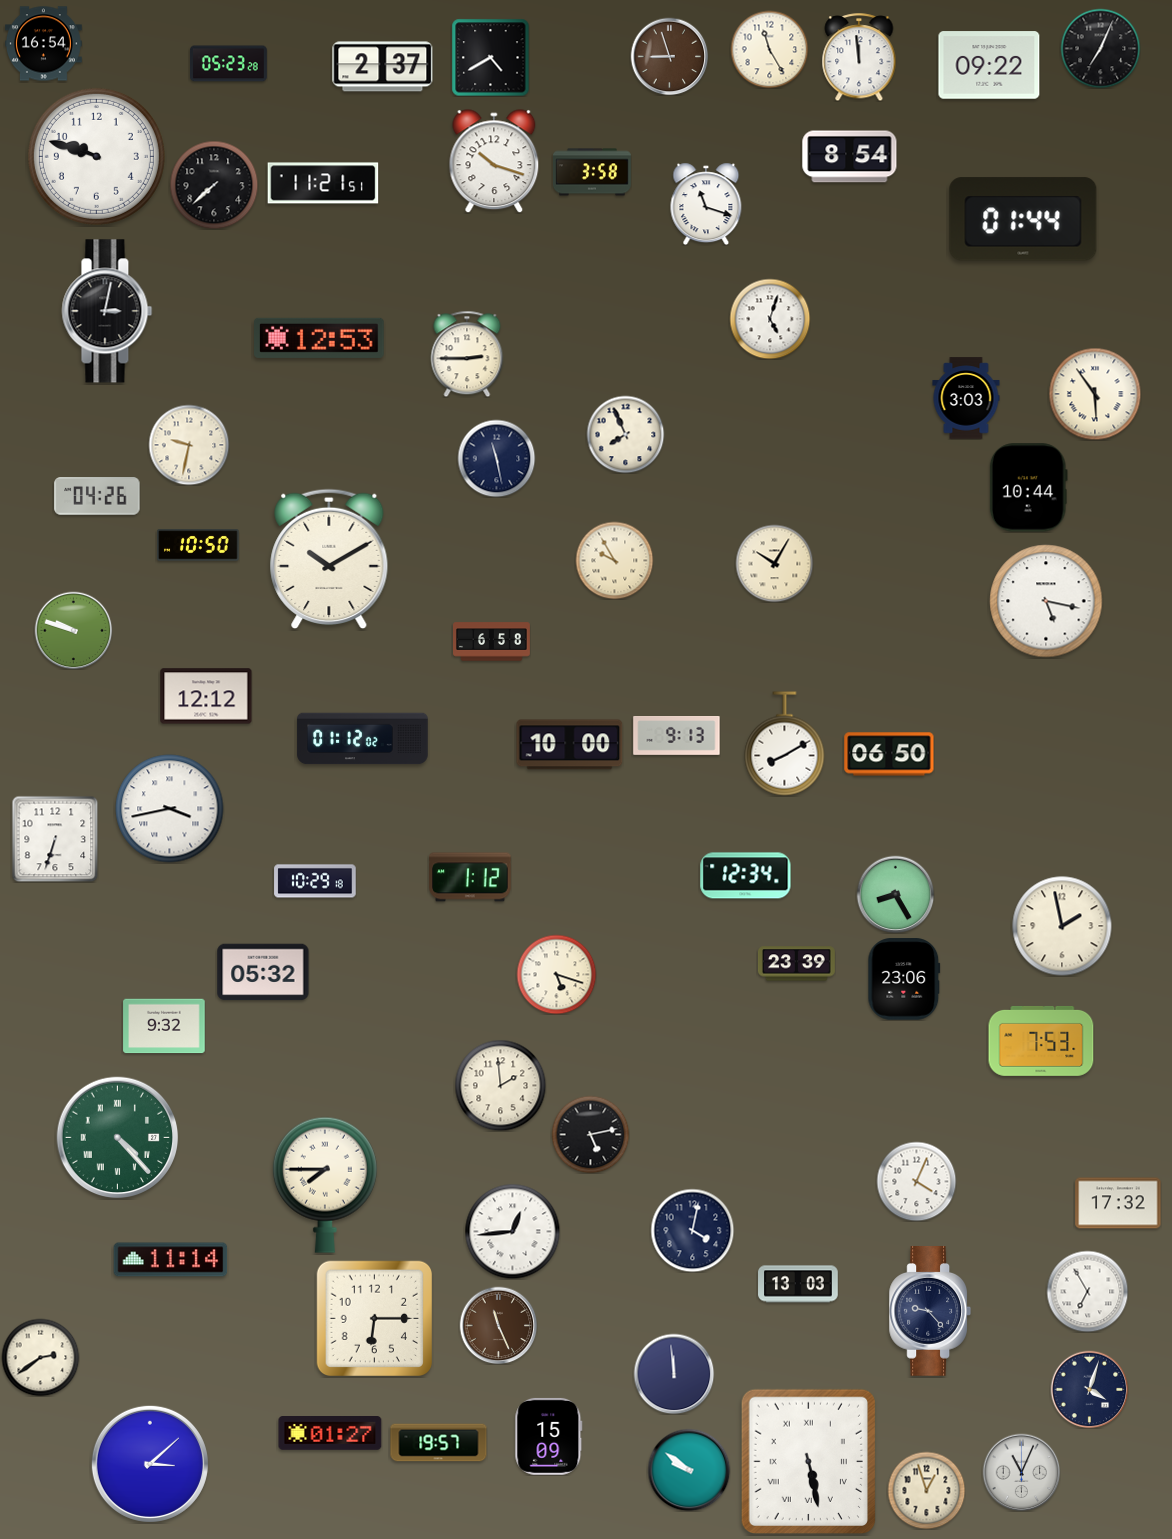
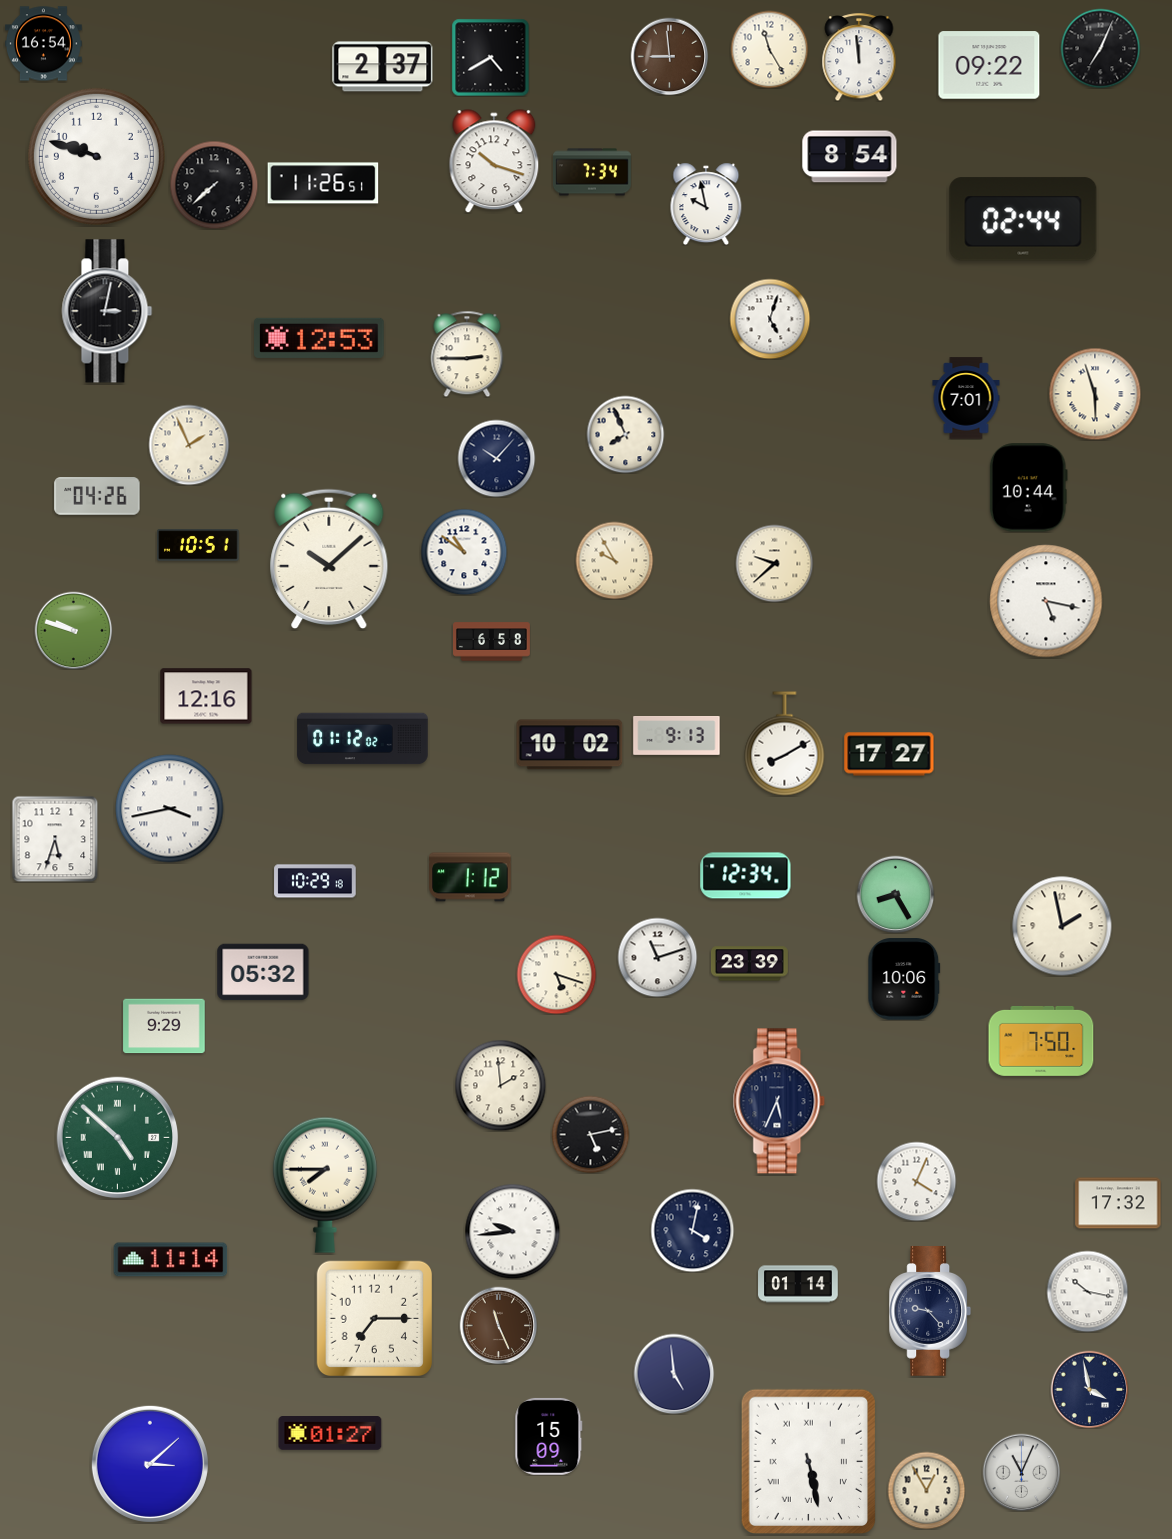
clock at (669, 56): 8:57 -> 8:59
clock at (228, 64): 05:23 -> none
clock at (593, 172): 3:58 -> 7:34
clock at (323, 183): 11:21 -> 11:26
clock at (706, 204): 11:18 -> 9:58
clock at (1023, 219): 01:44 -> 02:44
clock at (1095, 394): 5:54 -> 5:57
clock at (966, 398): 3:03 -> 7:01
clock at (189, 445): 9:32 -> 1:56
clock at (496, 458): 11:28 -> 10:07
clock at (198, 545): 10:50 -> 10:51
clock at (464, 552): none -> 10:51
clock at (329, 559): 10:10 -> 10:08
clock at (774, 563): 10:05 -> 9:38
clock at (206, 696): 12:12 -> 12:16
clock at (570, 745): 10:00 -> 10:02
clock at (889, 754): 06:50 -> 17:27
clock at (55, 839): 6:33 -> 5:33
clock at (657, 957): none -> 11:12
clock at (797, 964) position: (797, 964) -> (750, 964)
clock at (904, 979): 23:06 -> 10:06
clock at (164, 1026): 9:32 -> 9:29
clock at (1041, 1041): 7:53 -> 7:50
clock at (779, 1101): none -> 5:34
clock at (118, 1138): 4:23 -> 4:52
clock at (512, 1231): 12:44 -> 9:44
clock at (798, 1284): 13:03 -> 01:14
clock at (1087, 1291): 6:55 -> 10:17
clock at (374, 1318): 6:15 -> 7:15
clock at (40, 1357): 2:39 -> none
clock at (674, 1374): 11:59 -> 4:59
clock at (1089, 1389): 4:03 -> 3:58
clock at (439, 1443): 19:57 -> none
clock at (689, 1470): 9:51 -> none
clock at (926, 1490): 12:57 -> 12:55
